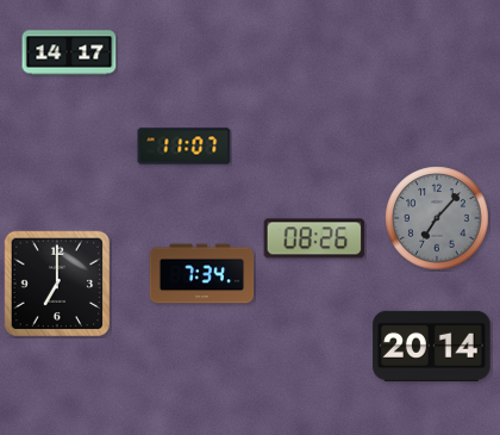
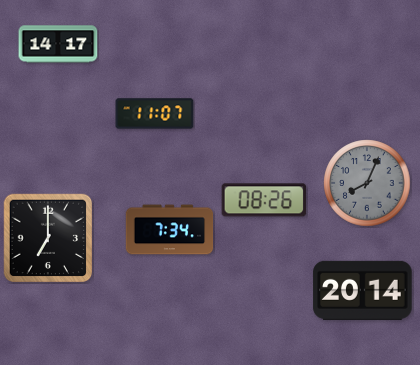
clock at (185, 147) position: (185, 147) -> (155, 114)
clock at (437, 218): 7:07 -> 8:04
